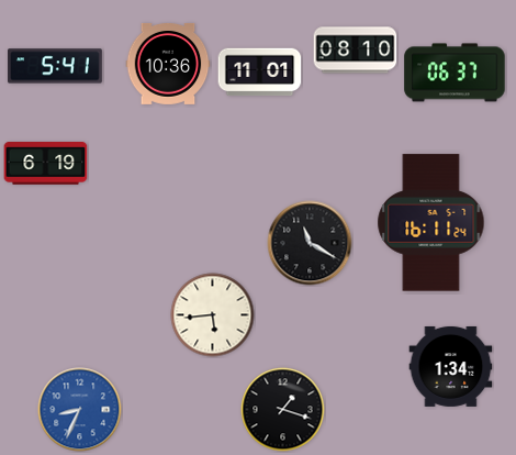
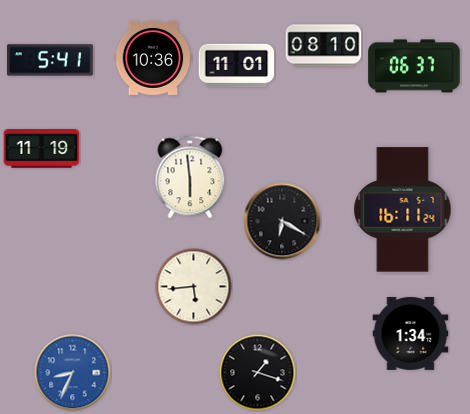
clock at (46, 164): 6:19 -> 11:19
clock at (190, 177): none -> 5:59
clock at (431, 223) position: (431, 223) -> (403, 210)
clock at (310, 243): 11:20 -> 6:20
